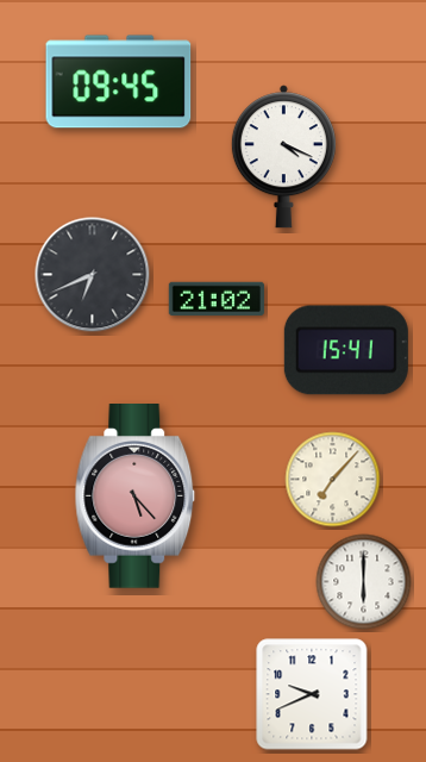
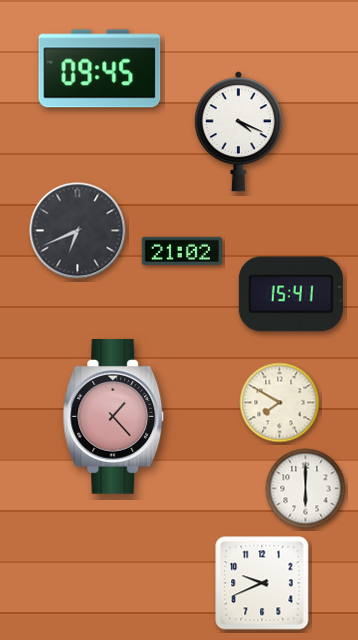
clock at (333, 480): 7:07 -> 7:50
clock at (136, 496): 5:23 -> 1:23
